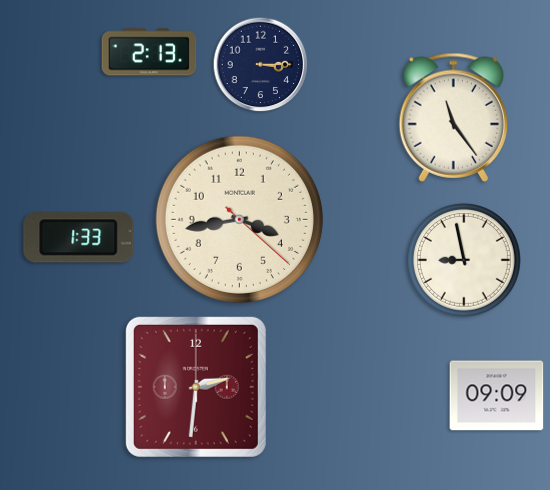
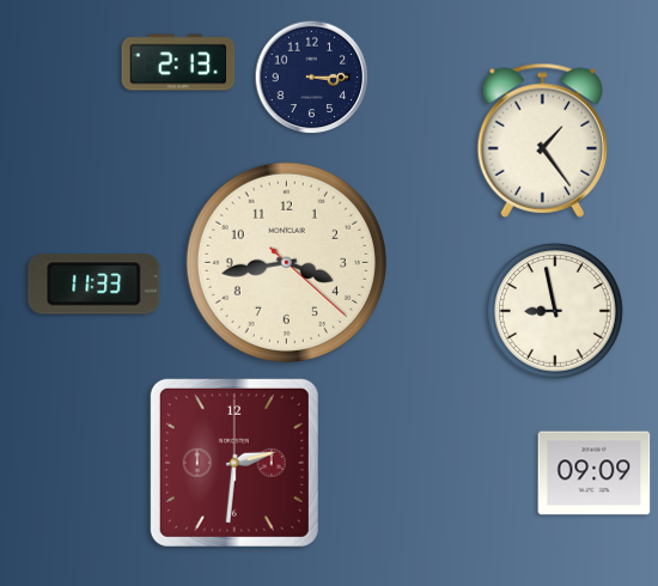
clock at (453, 117): 11:24 -> 1:24
clock at (79, 238): 1:33 -> 11:33
